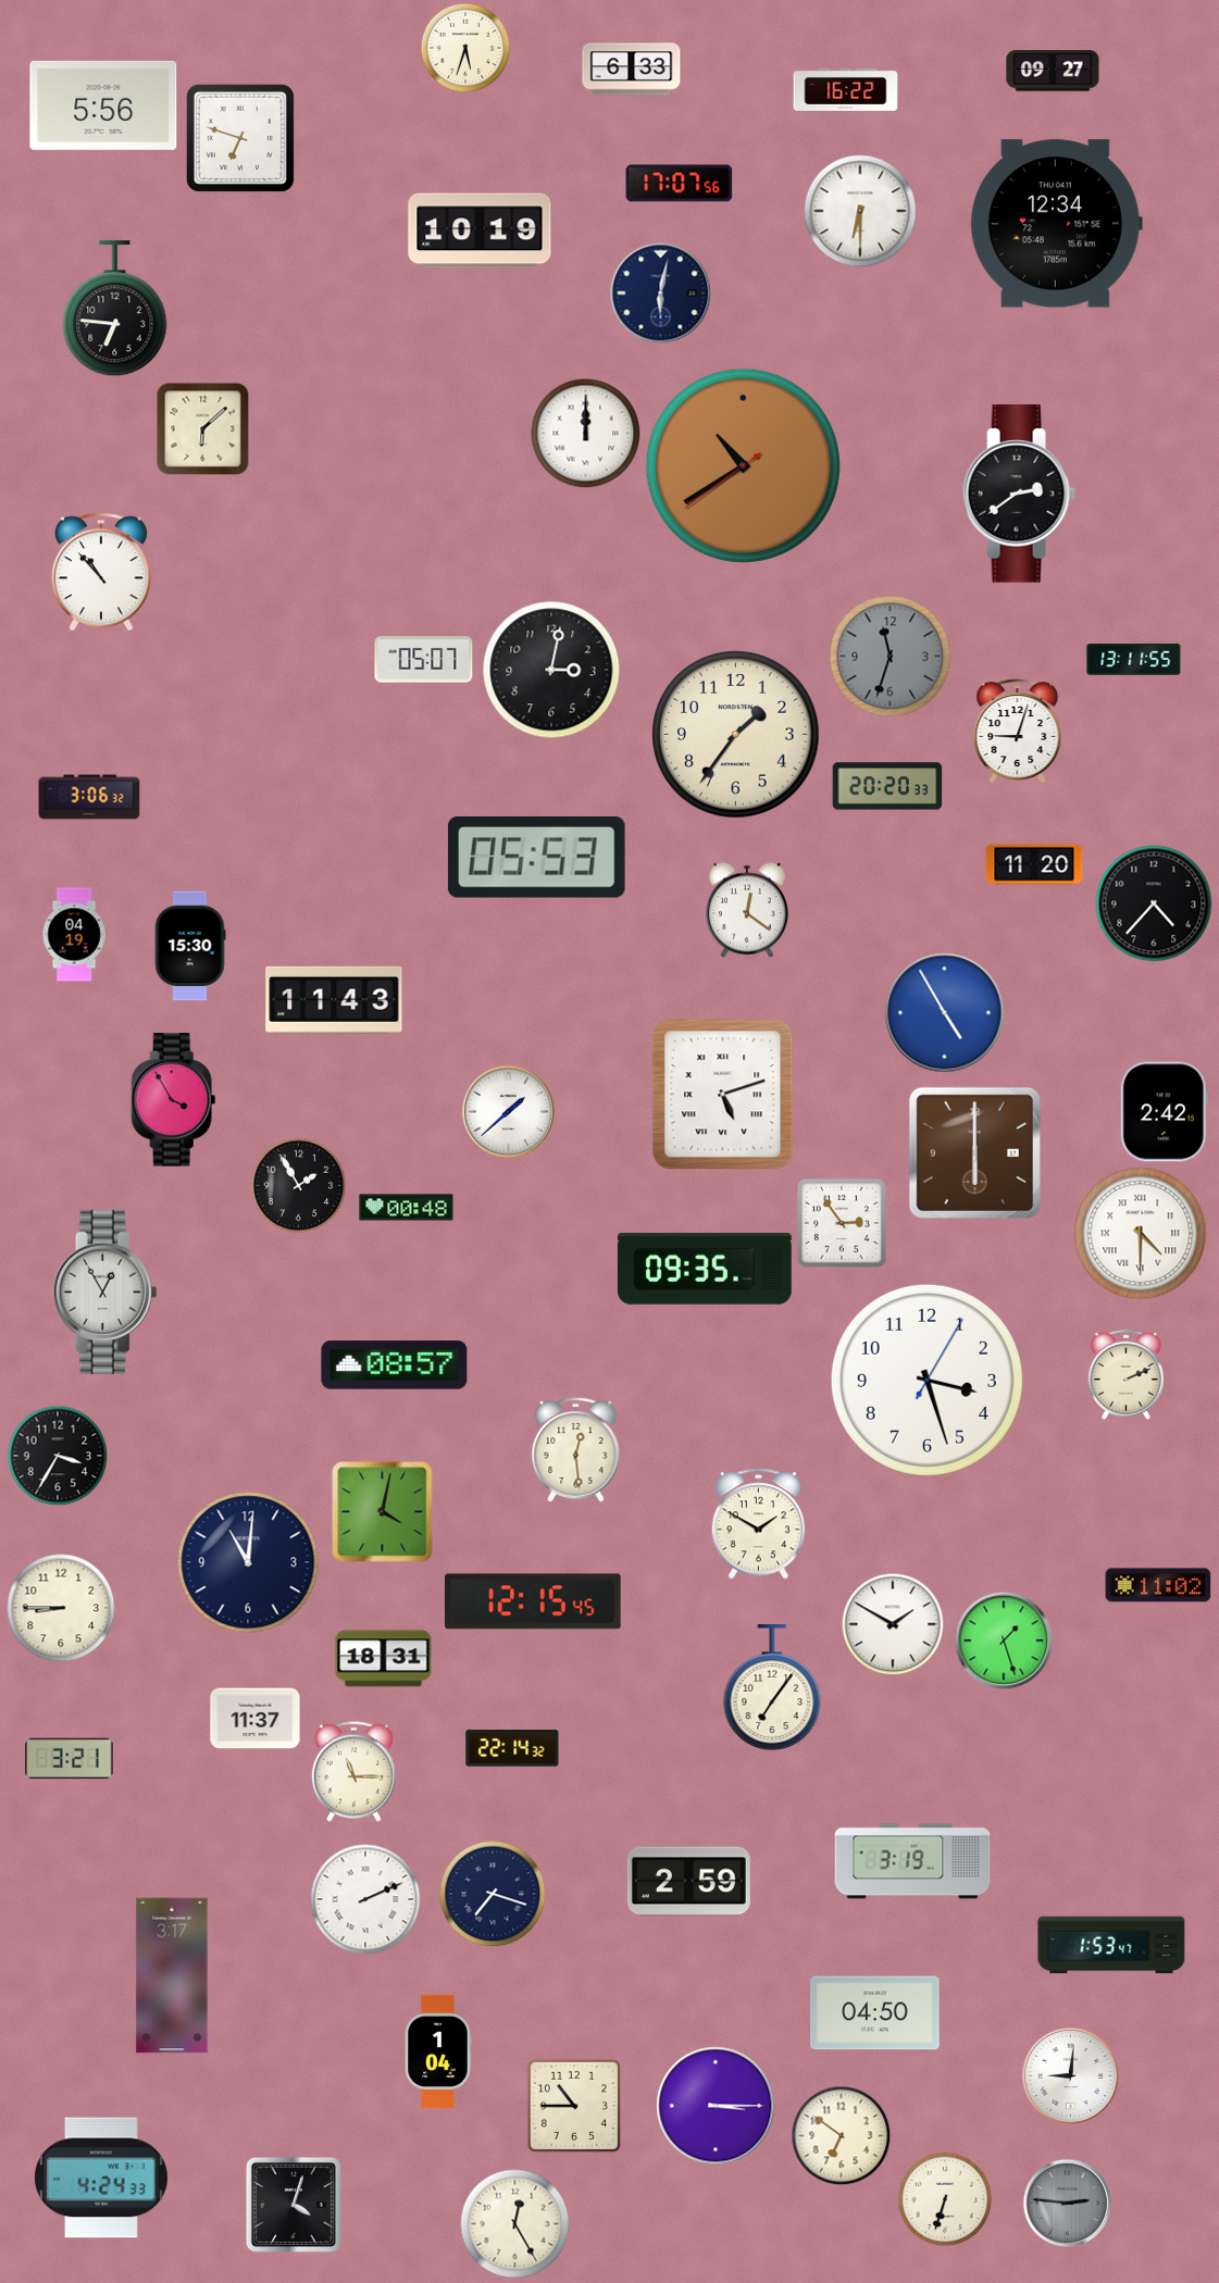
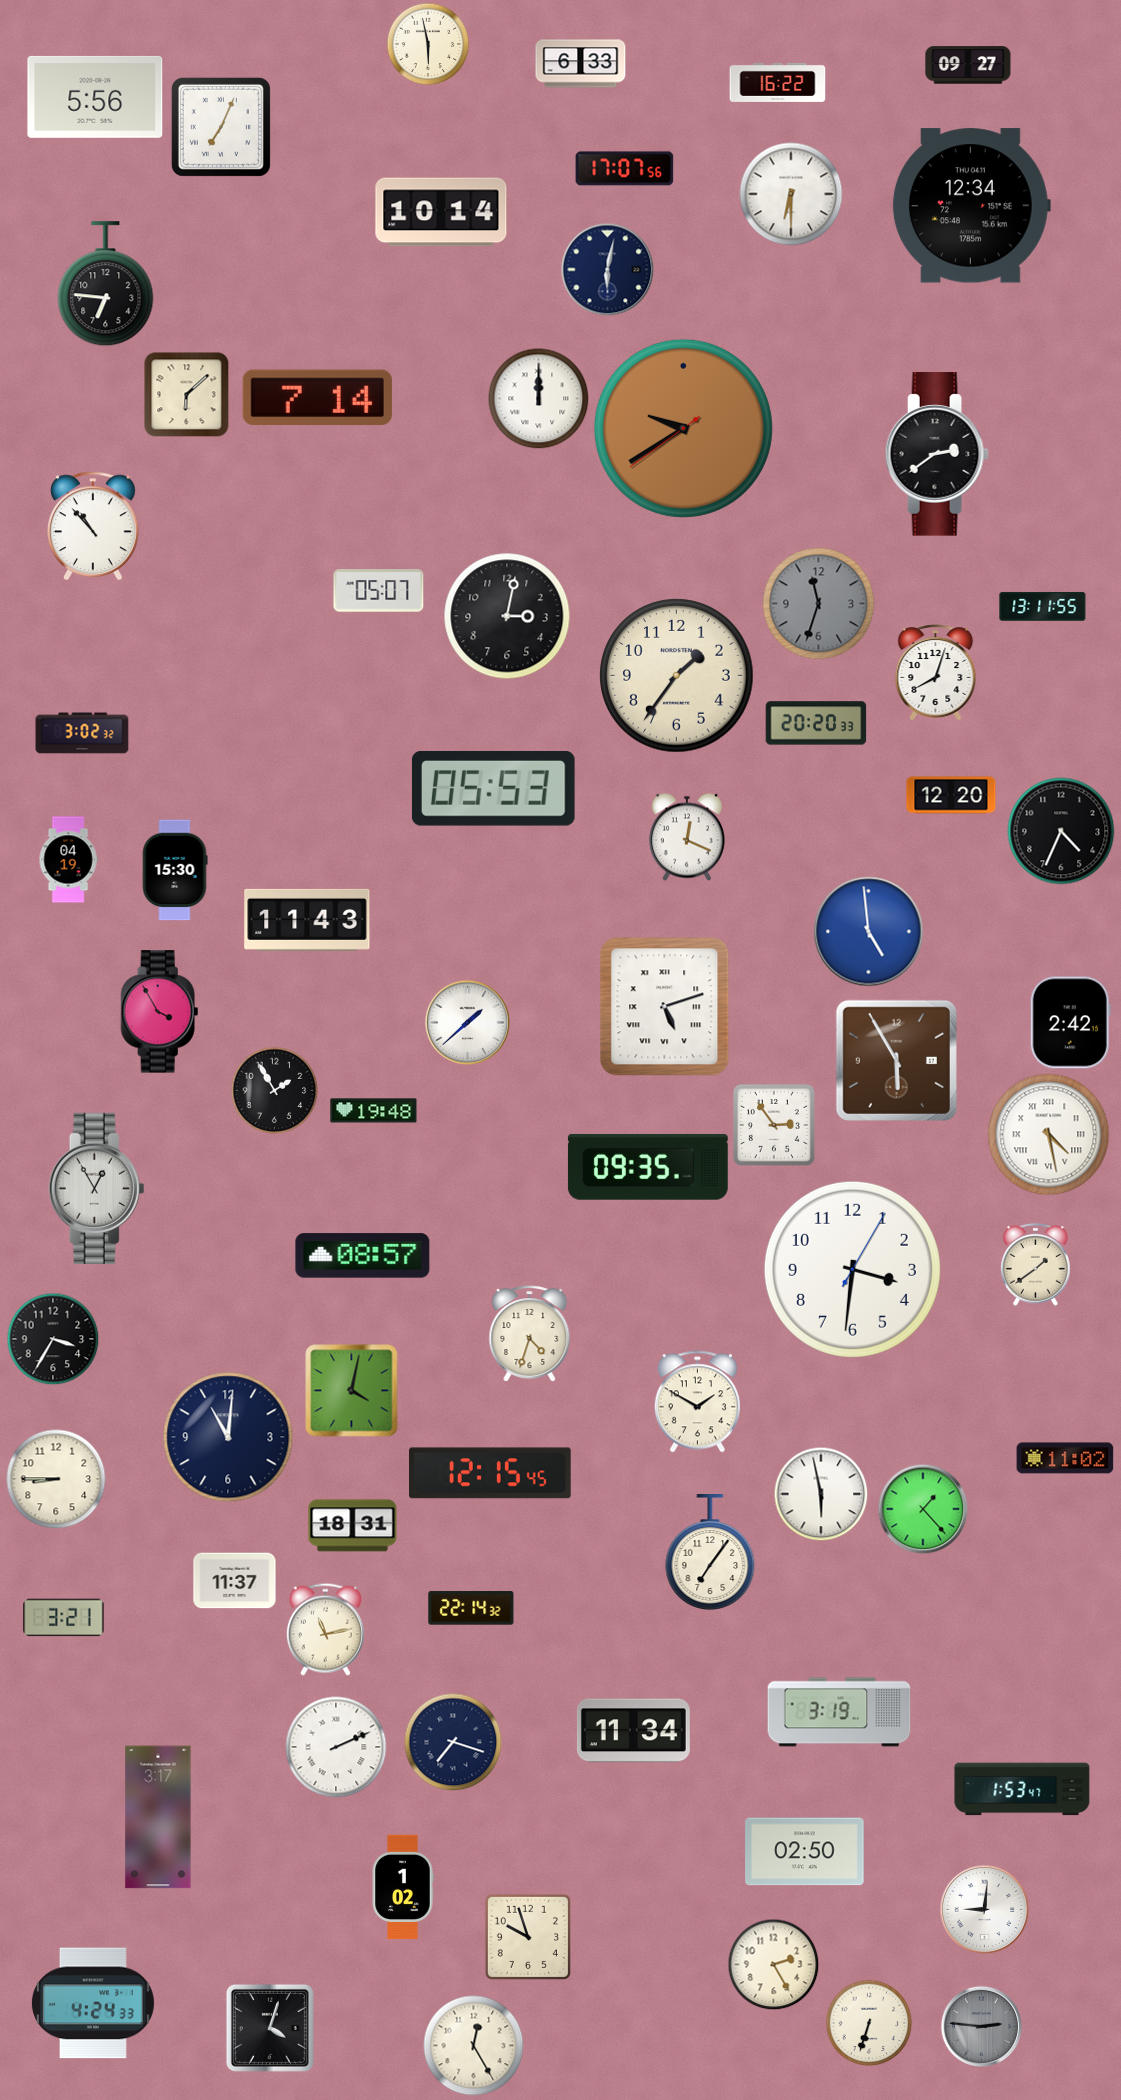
clock at (465, 48): 5:33 -> 5:58
clock at (240, 138): 6:48 -> 7:04
clock at (480, 230): 10:19 -> 10:14
clock at (317, 398): none -> 7:14
clock at (743, 465): 10:39 -> 9:39
clock at (424, 660) position: (424, 660) -> (379, 591)
clock at (1018, 732): 9:03 -> 8:03
clock at (89, 797): 3:06 -> 3:02
clock at (1034, 864): 11:20 -> 12:20
clock at (1154, 903): 4:37 -> 4:34
clock at (747, 910): 12:21 -> 12:19
clock at (945, 1013): 4:55 -> 4:59
clock at (974, 1152): 6:00 -> 5:55
clock at (407, 1208): 00:48 -> 19:48
clock at (1141, 1234): 4:30 -> 4:28
clock at (1125, 1374): 2:11 -> 1:39
clock at (926, 1380): 3:27 -> 3:31
clock at (576, 1450): 12:29 -> 4:33
clock at (893, 1624): 1:50 -> 5:58
clock at (1004, 1640): 1:27 -> 1:23
clock at (353, 1771): 11:15 -> 11:13
clock at (688, 1882): 2:59 -> 11:34
clock at (875, 2013): 04:50 -> 02:50
clock at (438, 2051): 1:04 -> 1:02
clock at (574, 2106): 10:45 -> 9:57
clock at (716, 2106): 3:15 -> none
clock at (841, 2135): 6:51 -> 2:25
